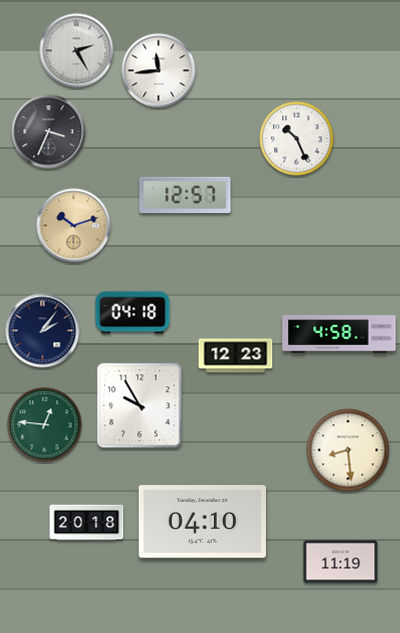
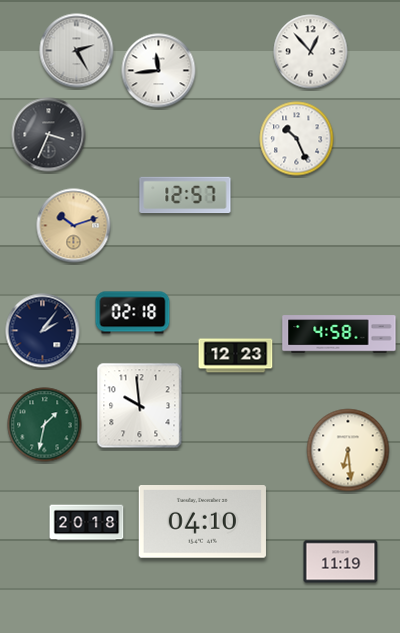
clock at (311, 52): none -> 12:53
clock at (49, 132) position: (49, 132) -> (49, 135)
clock at (133, 313): 04:18 -> 02:18
clock at (140, 406): 9:55 -> 9:59
clock at (45, 425): 12:46 -> 1:32
clock at (348, 450): 8:29 -> 6:29
